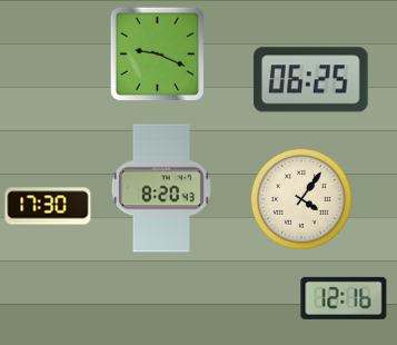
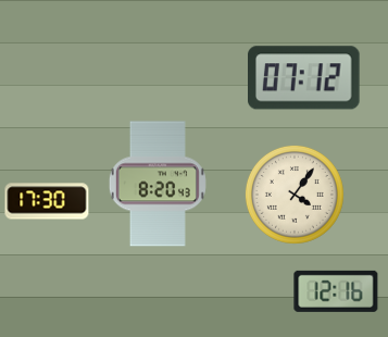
clock at (157, 53): 9:19 -> none
clock at (311, 80): 06:25 -> 07:12
